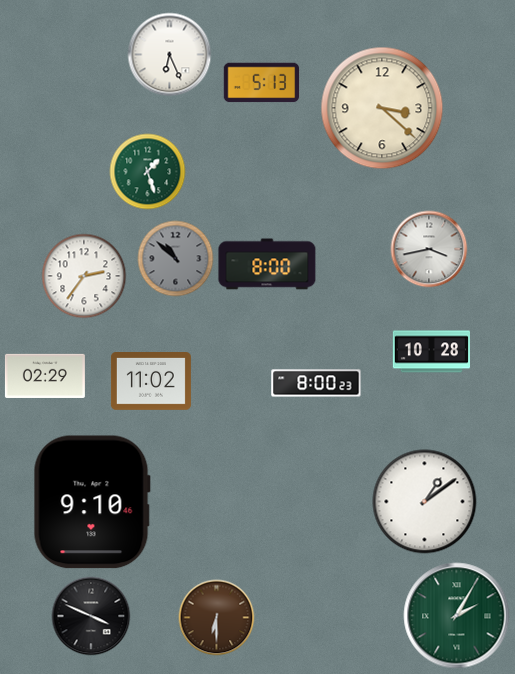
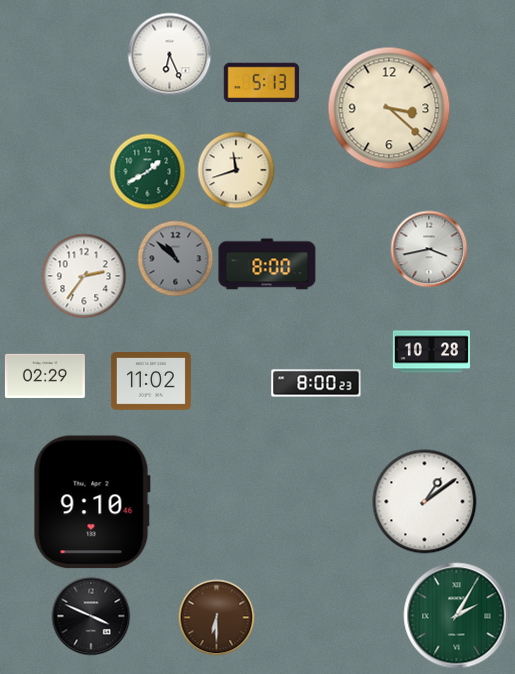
clock at (382, 108) position: (382, 108) -> (389, 108)
clock at (236, 170): none -> 11:42
clock at (148, 172): 1:27 -> 1:40
